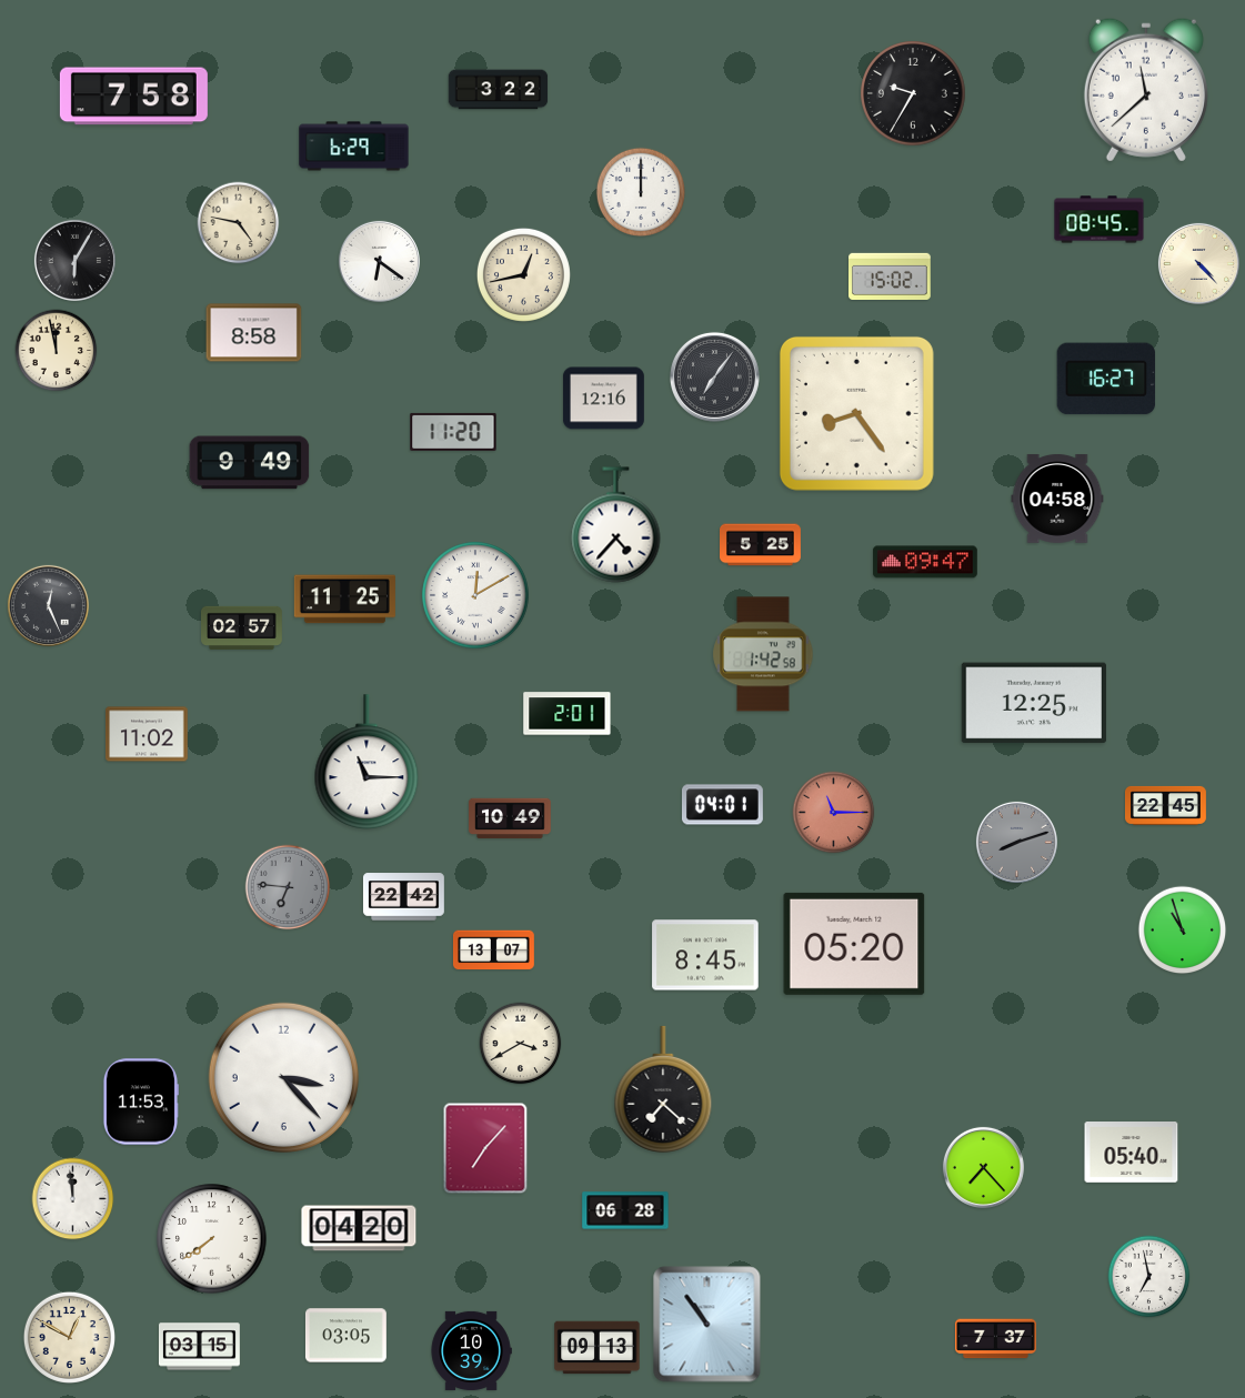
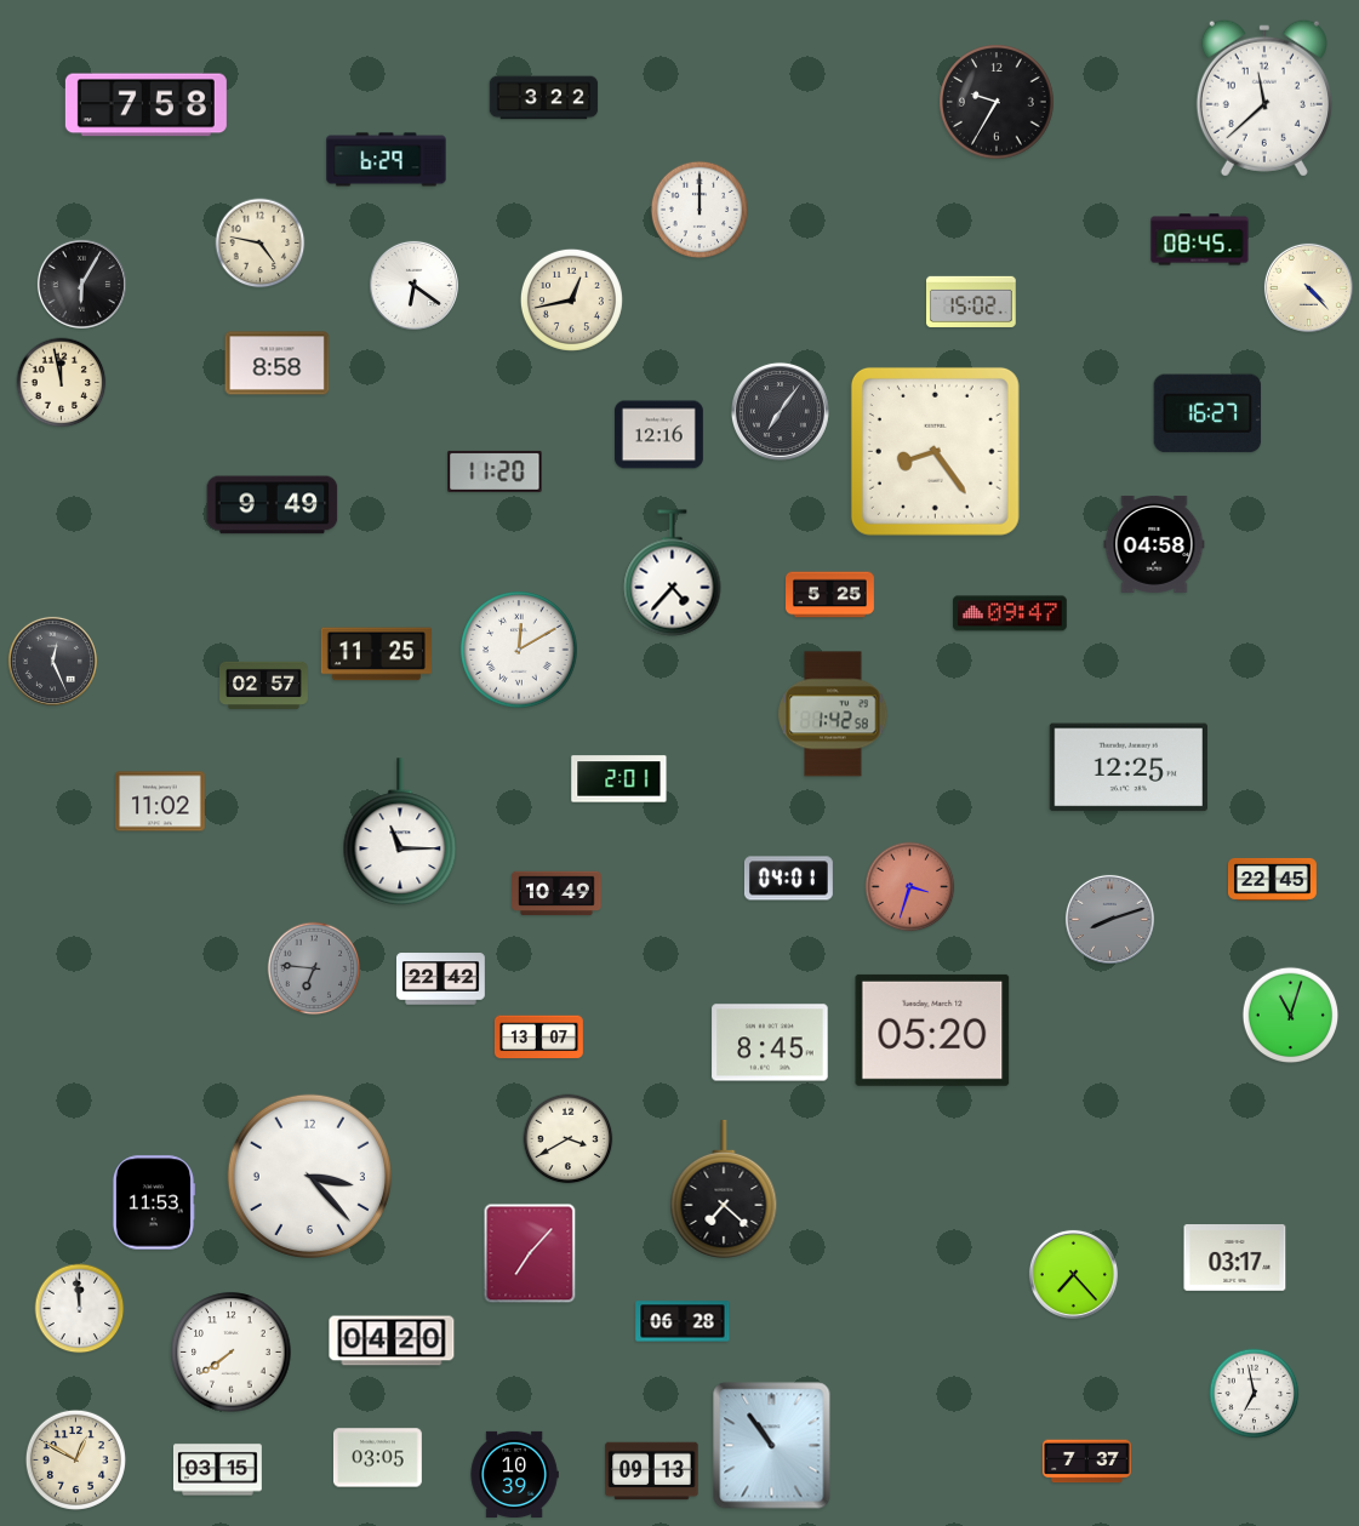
clock at (1146, 90) position: (1146, 90) -> (1264, 98)
clock at (834, 813): 11:15 -> 3:33
clock at (1183, 931): 10:57 -> 11:03
clock at (1132, 1153): 05:40 -> 03:17
